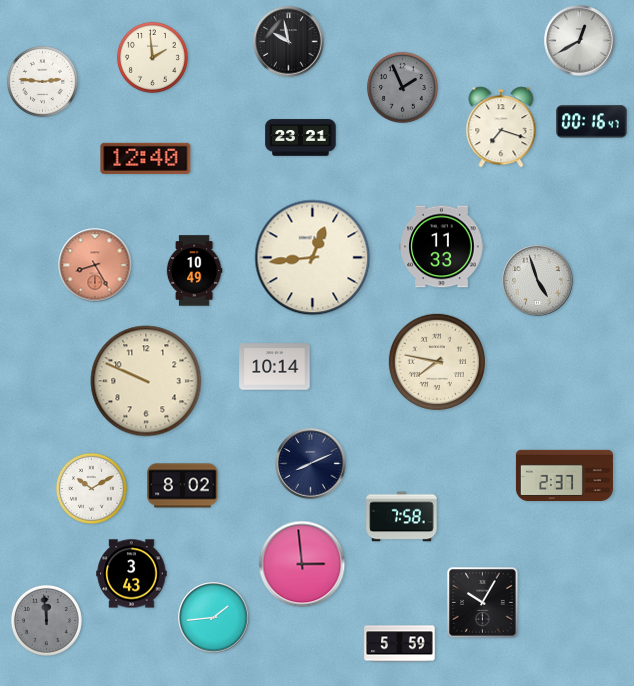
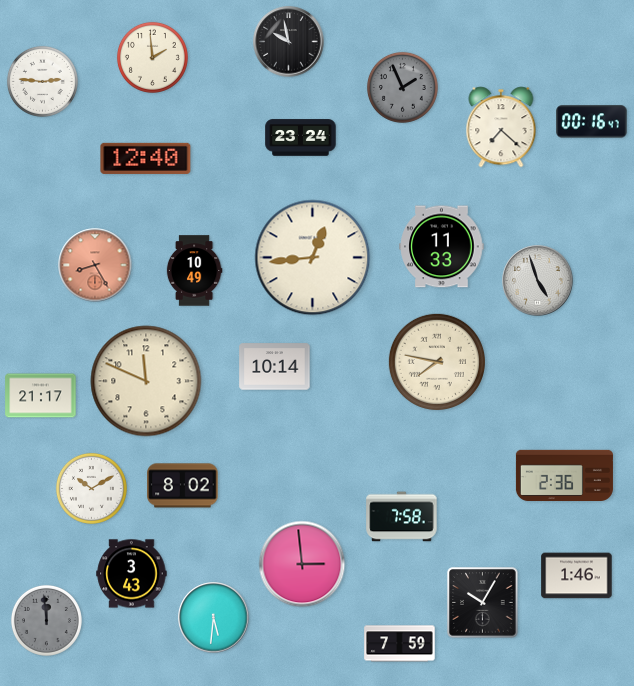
clock at (580, 41): 12:40 -> none
clock at (501, 127): 7:18 -> 7:22
clock at (301, 138): 23:21 -> 23:24
clock at (146, 381): 9:49 -> 11:49
clock at (41, 396): none -> 21:17
clock at (311, 464): 8:11 -> none
clock at (564, 475): 2:37 -> 2:36
clock at (577, 576): none -> 1:46
clock at (214, 618): 1:44 -> 5:31
clock at (400, 644): 5:59 -> 7:59
